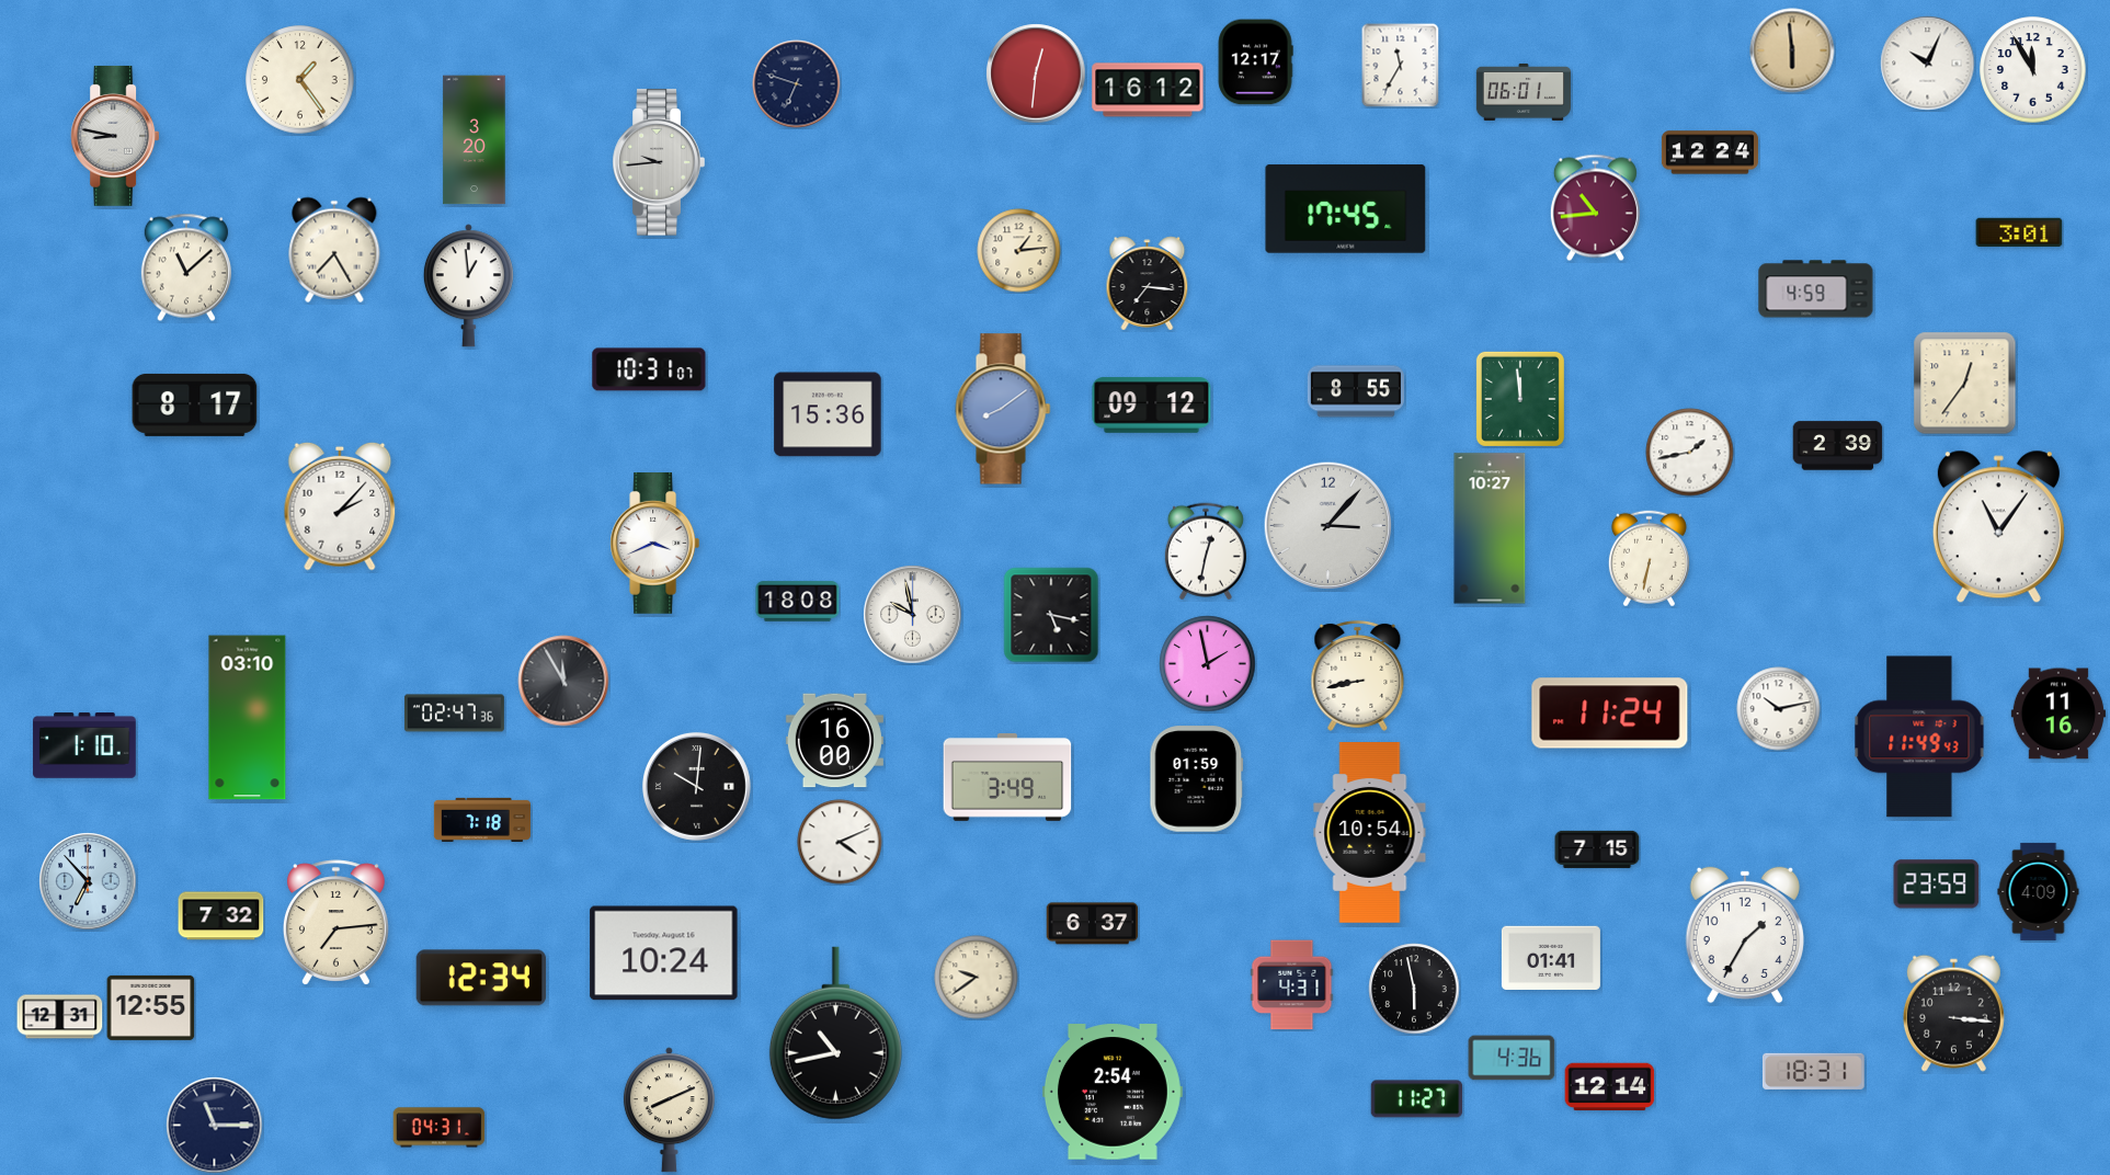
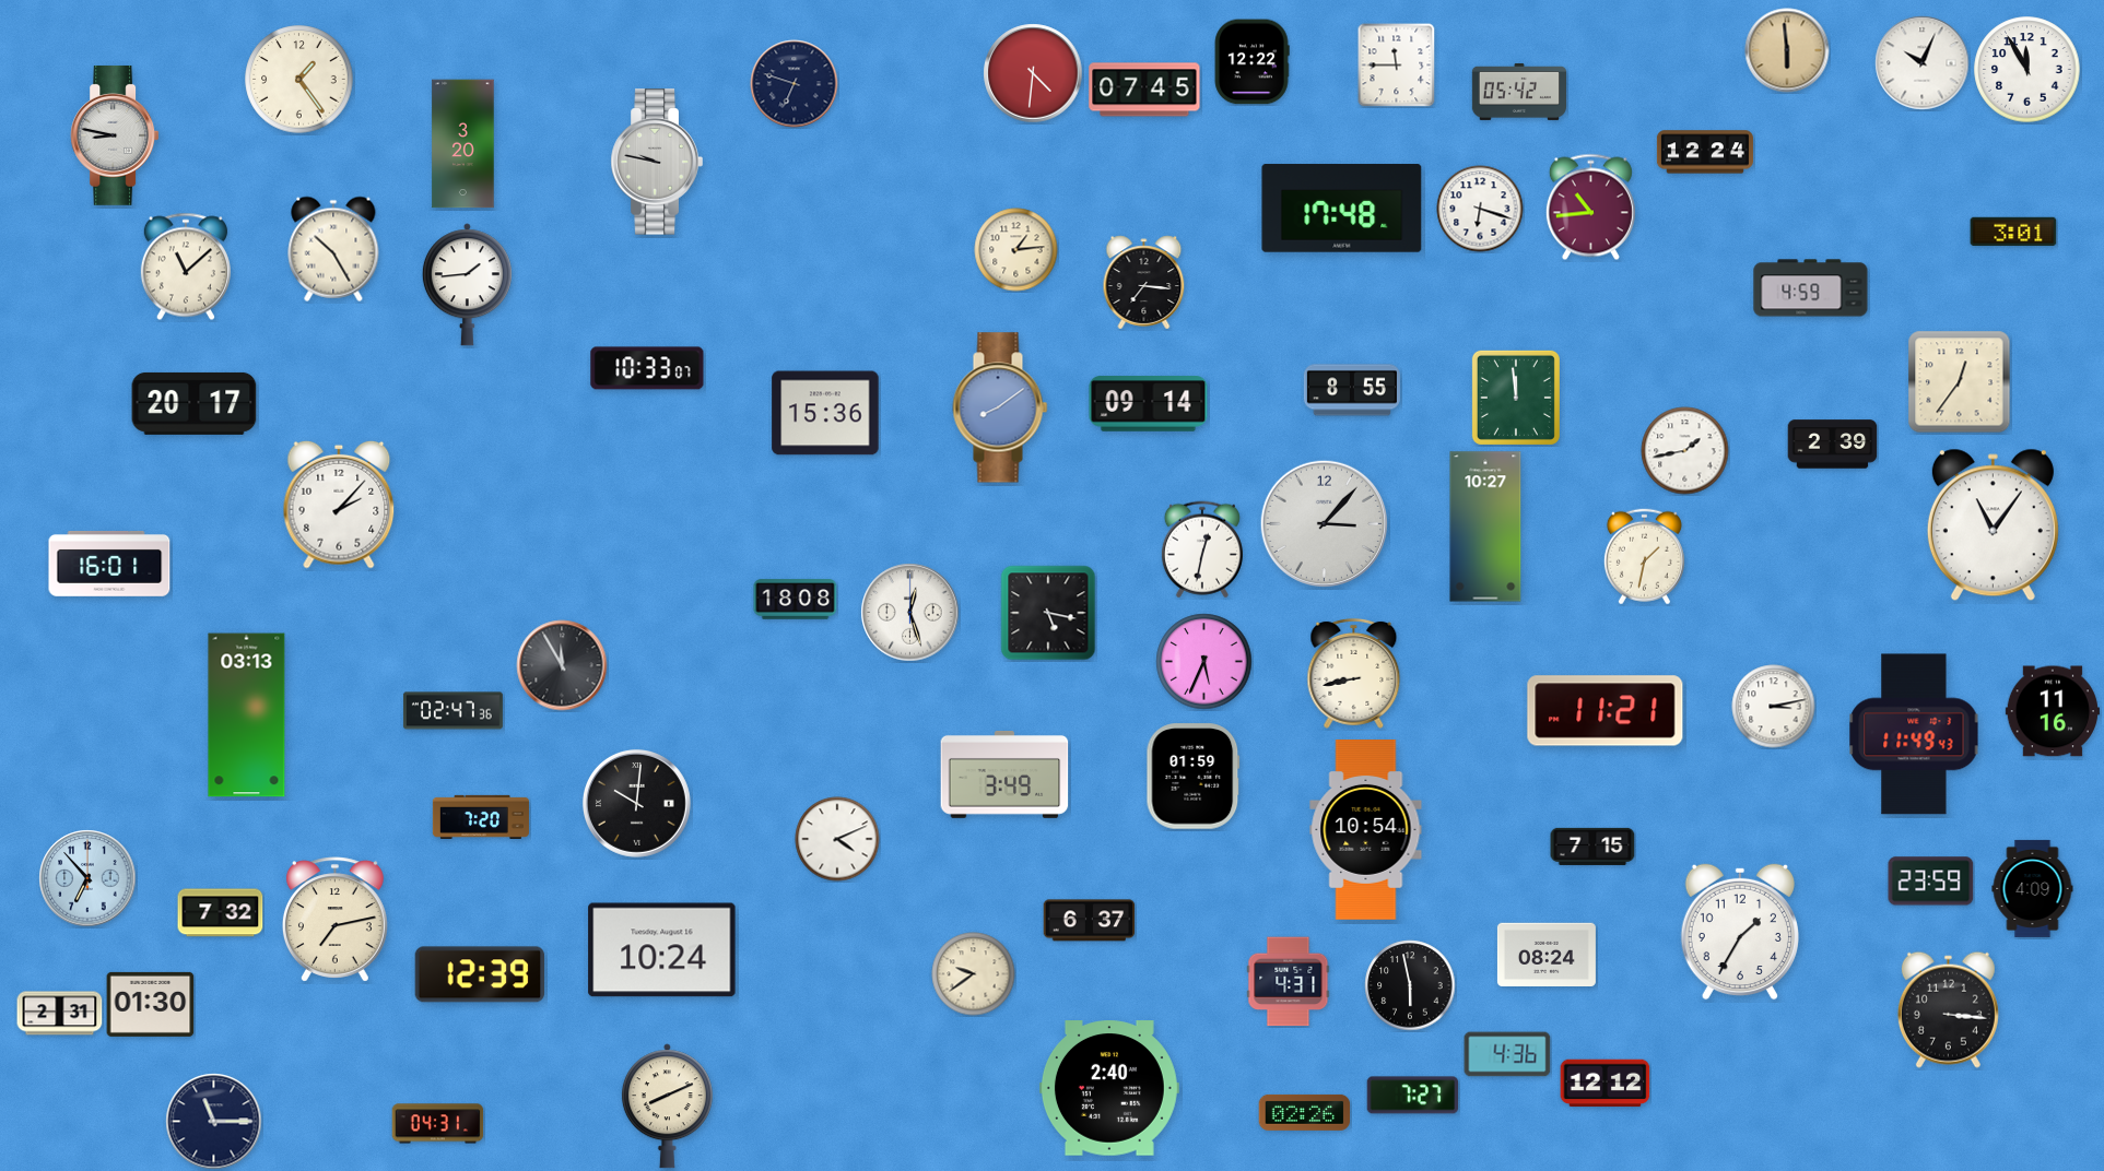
clock at (1255, 62): 12:17 -> 12:22
clock at (1401, 65): 11:35 -> 11:45
clock at (1036, 73): 12:31 -> 4:31
clock at (1148, 90): 16:12 -> 07:45
clock at (1522, 92): 06:01 -> 05:42
clock at (475, 140) position: (475, 140) -> (463, 144)
clock at (659, 162): 9:44 -> 9:47
clock at (1346, 209): 17:45 -> 17:48
clock at (1480, 209): none -> 6:18
clock at (334, 250): 7:25 -> 10:25
clock at (468, 286): 12:59 -> 1:44
clock at (649, 369): 10:31 -> 10:33
clock at (195, 404): 8:17 -> 20:17
clock at (1152, 406): 09:12 -> 09:14
clock at (655, 544): 3:41 -> none
clock at (1649, 559): 6:32 -> 1:32
clock at (109, 564): none -> 16:01
clock at (913, 615): 9:58 -> 12:27
clock at (1208, 664): 1:58 -> 5:34
clock at (563, 681) position: (563, 681) -> (562, 665)
clock at (1779, 709): 10:13 -> 3:13
clock at (1610, 714): 11:24 -> 11:21
clock at (248, 718): 03:10 -> 03:13
clock at (834, 741): 16:00 -> none
clock at (84, 745): 1:10 -> none
clock at (696, 786) position: (696, 786) -> (636, 803)
clock at (482, 820): 7:18 -> 7:20
clock at (335, 923): 7:14 -> 7:13
clock at (1551, 958): 01:41 -> 08:24
clock at (481, 978): 12:34 -> 12:39
clock at (151, 1007): 12:55 -> 01:30
clock at (60, 1017): 12:31 -> 2:31
clock at (835, 1034): 10:43 -> none
clock at (1813, 1071): 18:31 -> none
clock at (1610, 1087): 12:14 -> 12:12
clock at (1113, 1092): 2:54 -> 2:40
clock at (1417, 1099): 11:27 -> 7:27
clock at (1305, 1112): none -> 02:26
